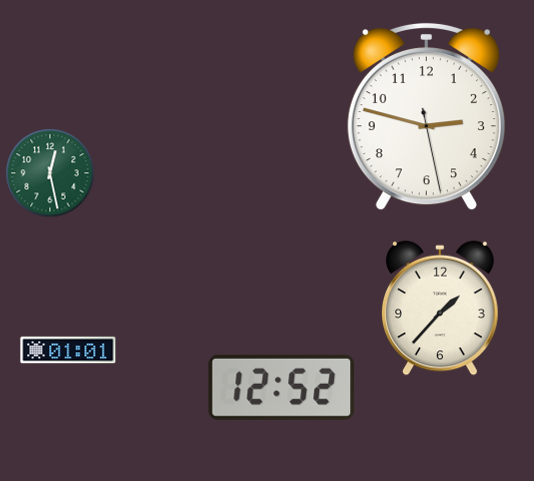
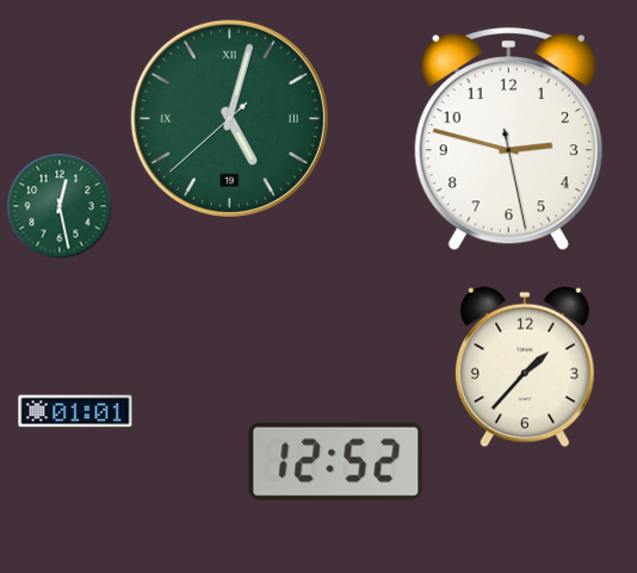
clock at (229, 118): none -> 5:02
clock at (68, 350) position: (68, 350) -> (75, 411)
